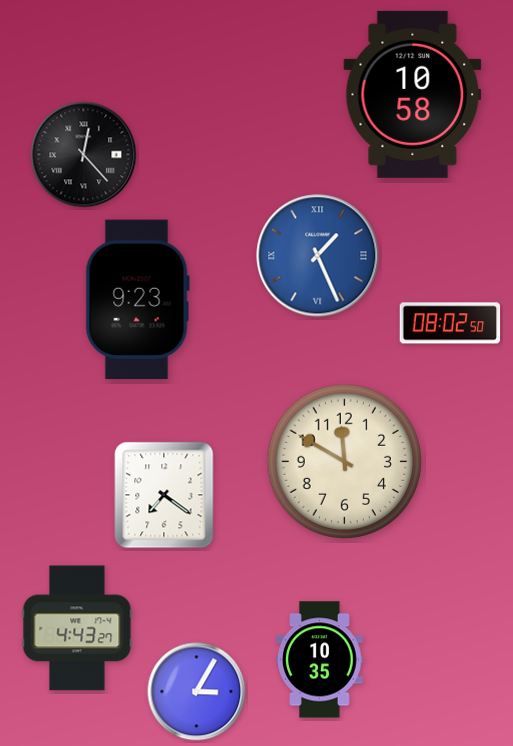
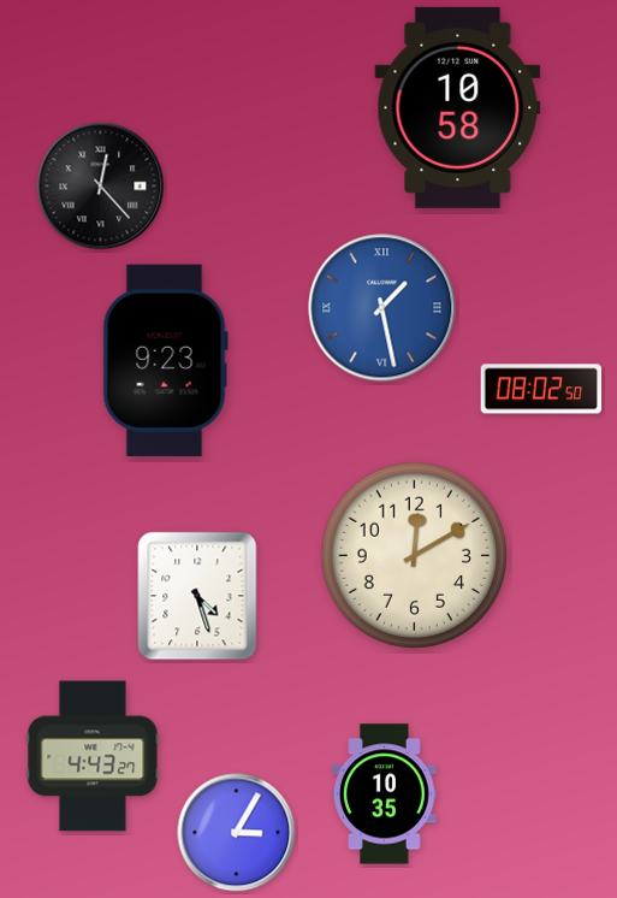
clock at (413, 94) position: (413, 94) -> (458, 107)
clock at (318, 256): 1:26 -> 1:28
clock at (344, 461): 11:50 -> 12:10
clock at (164, 495): 7:21 -> 4:27
